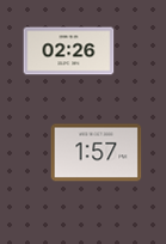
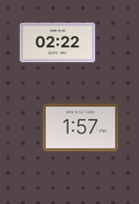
clock at (69, 51): 02:26 -> 02:22
